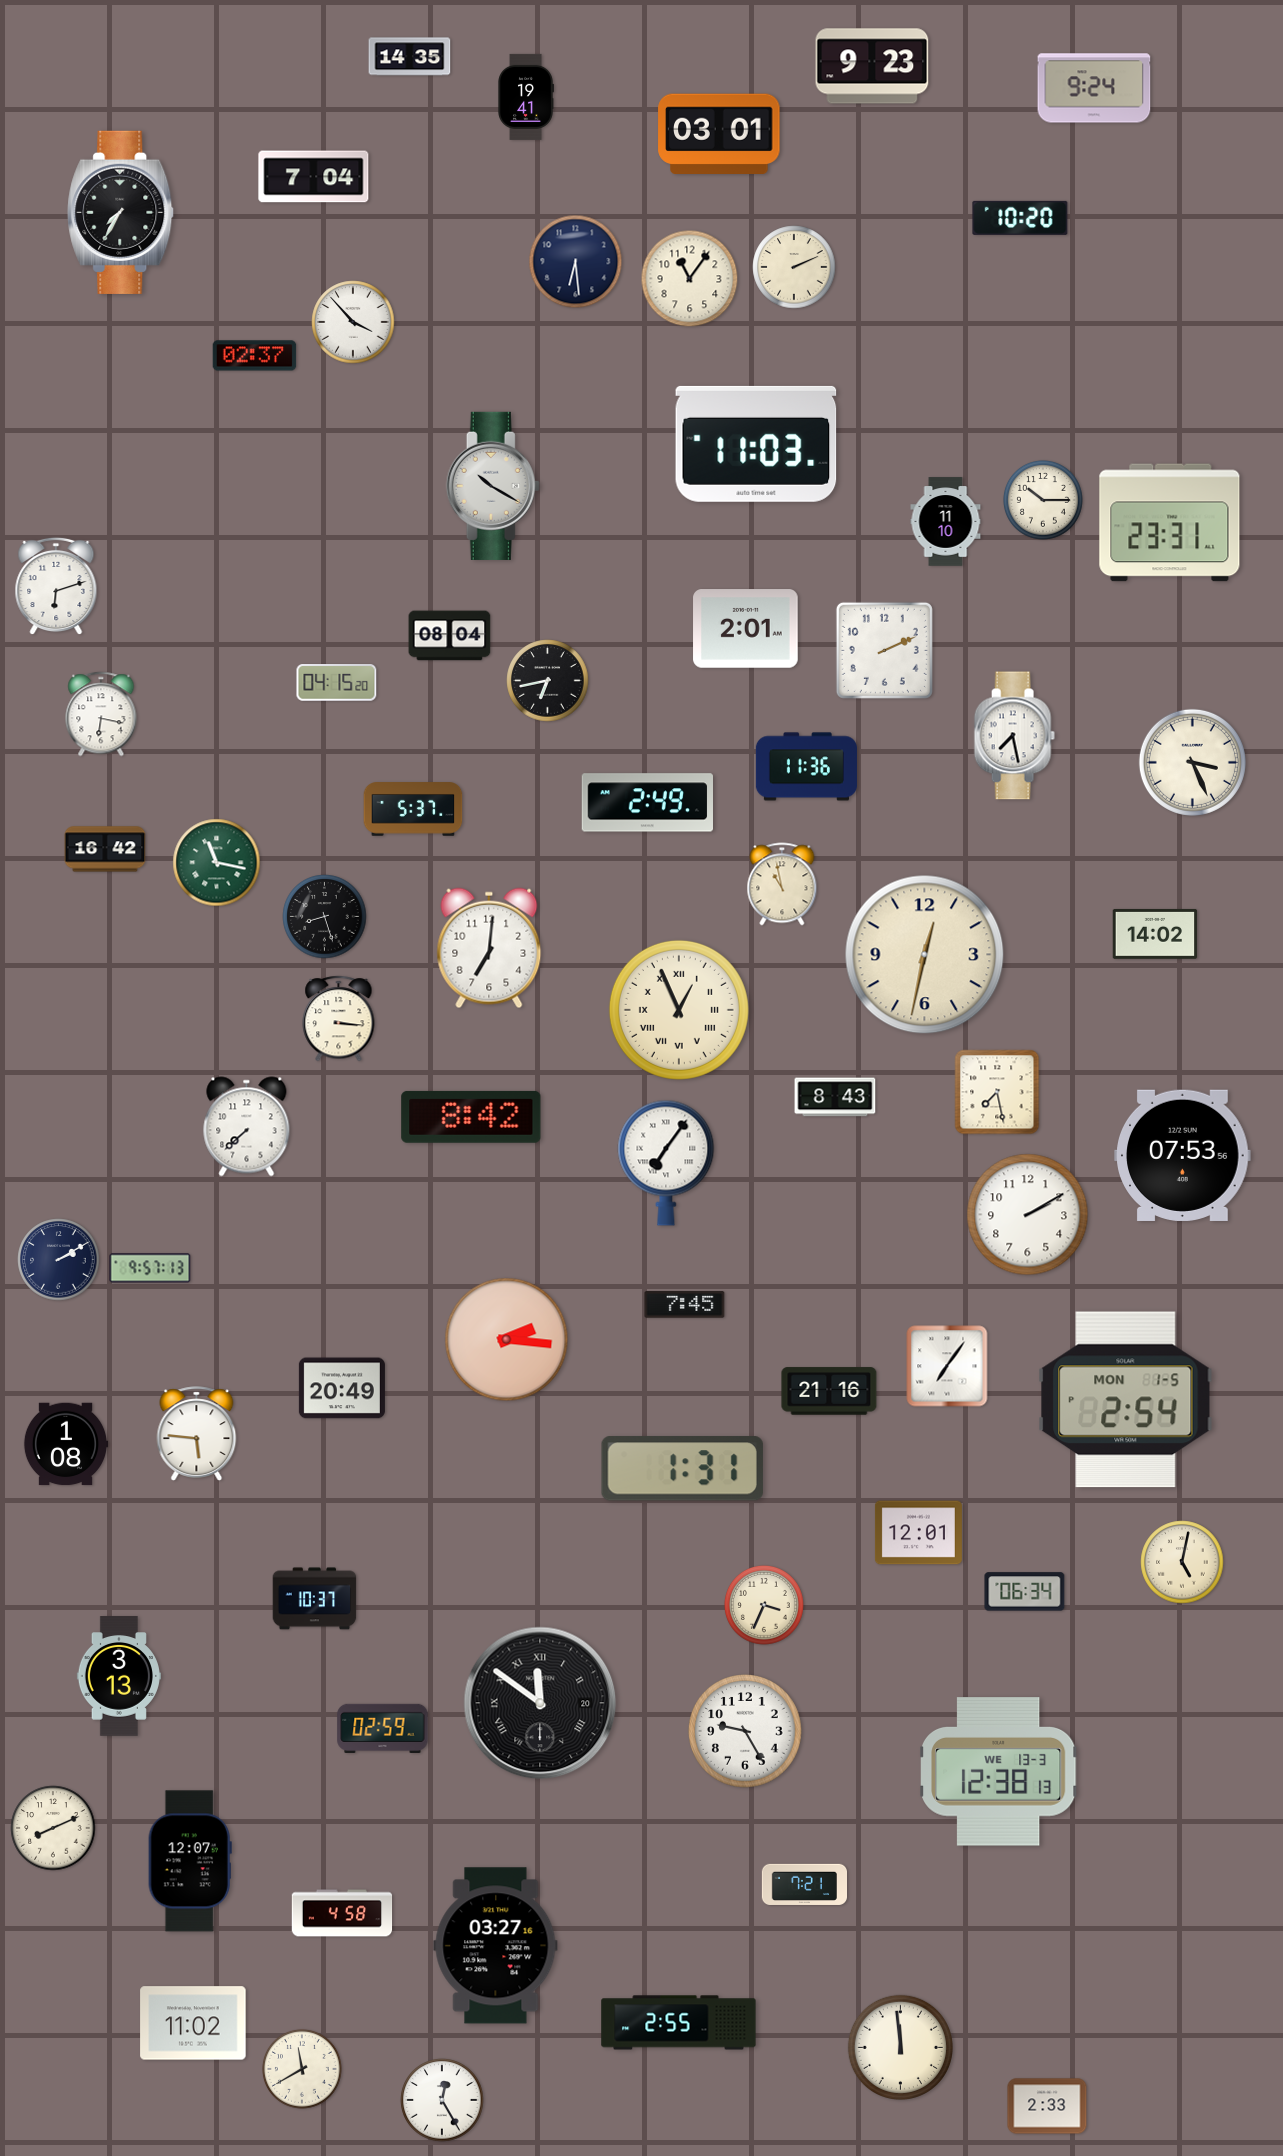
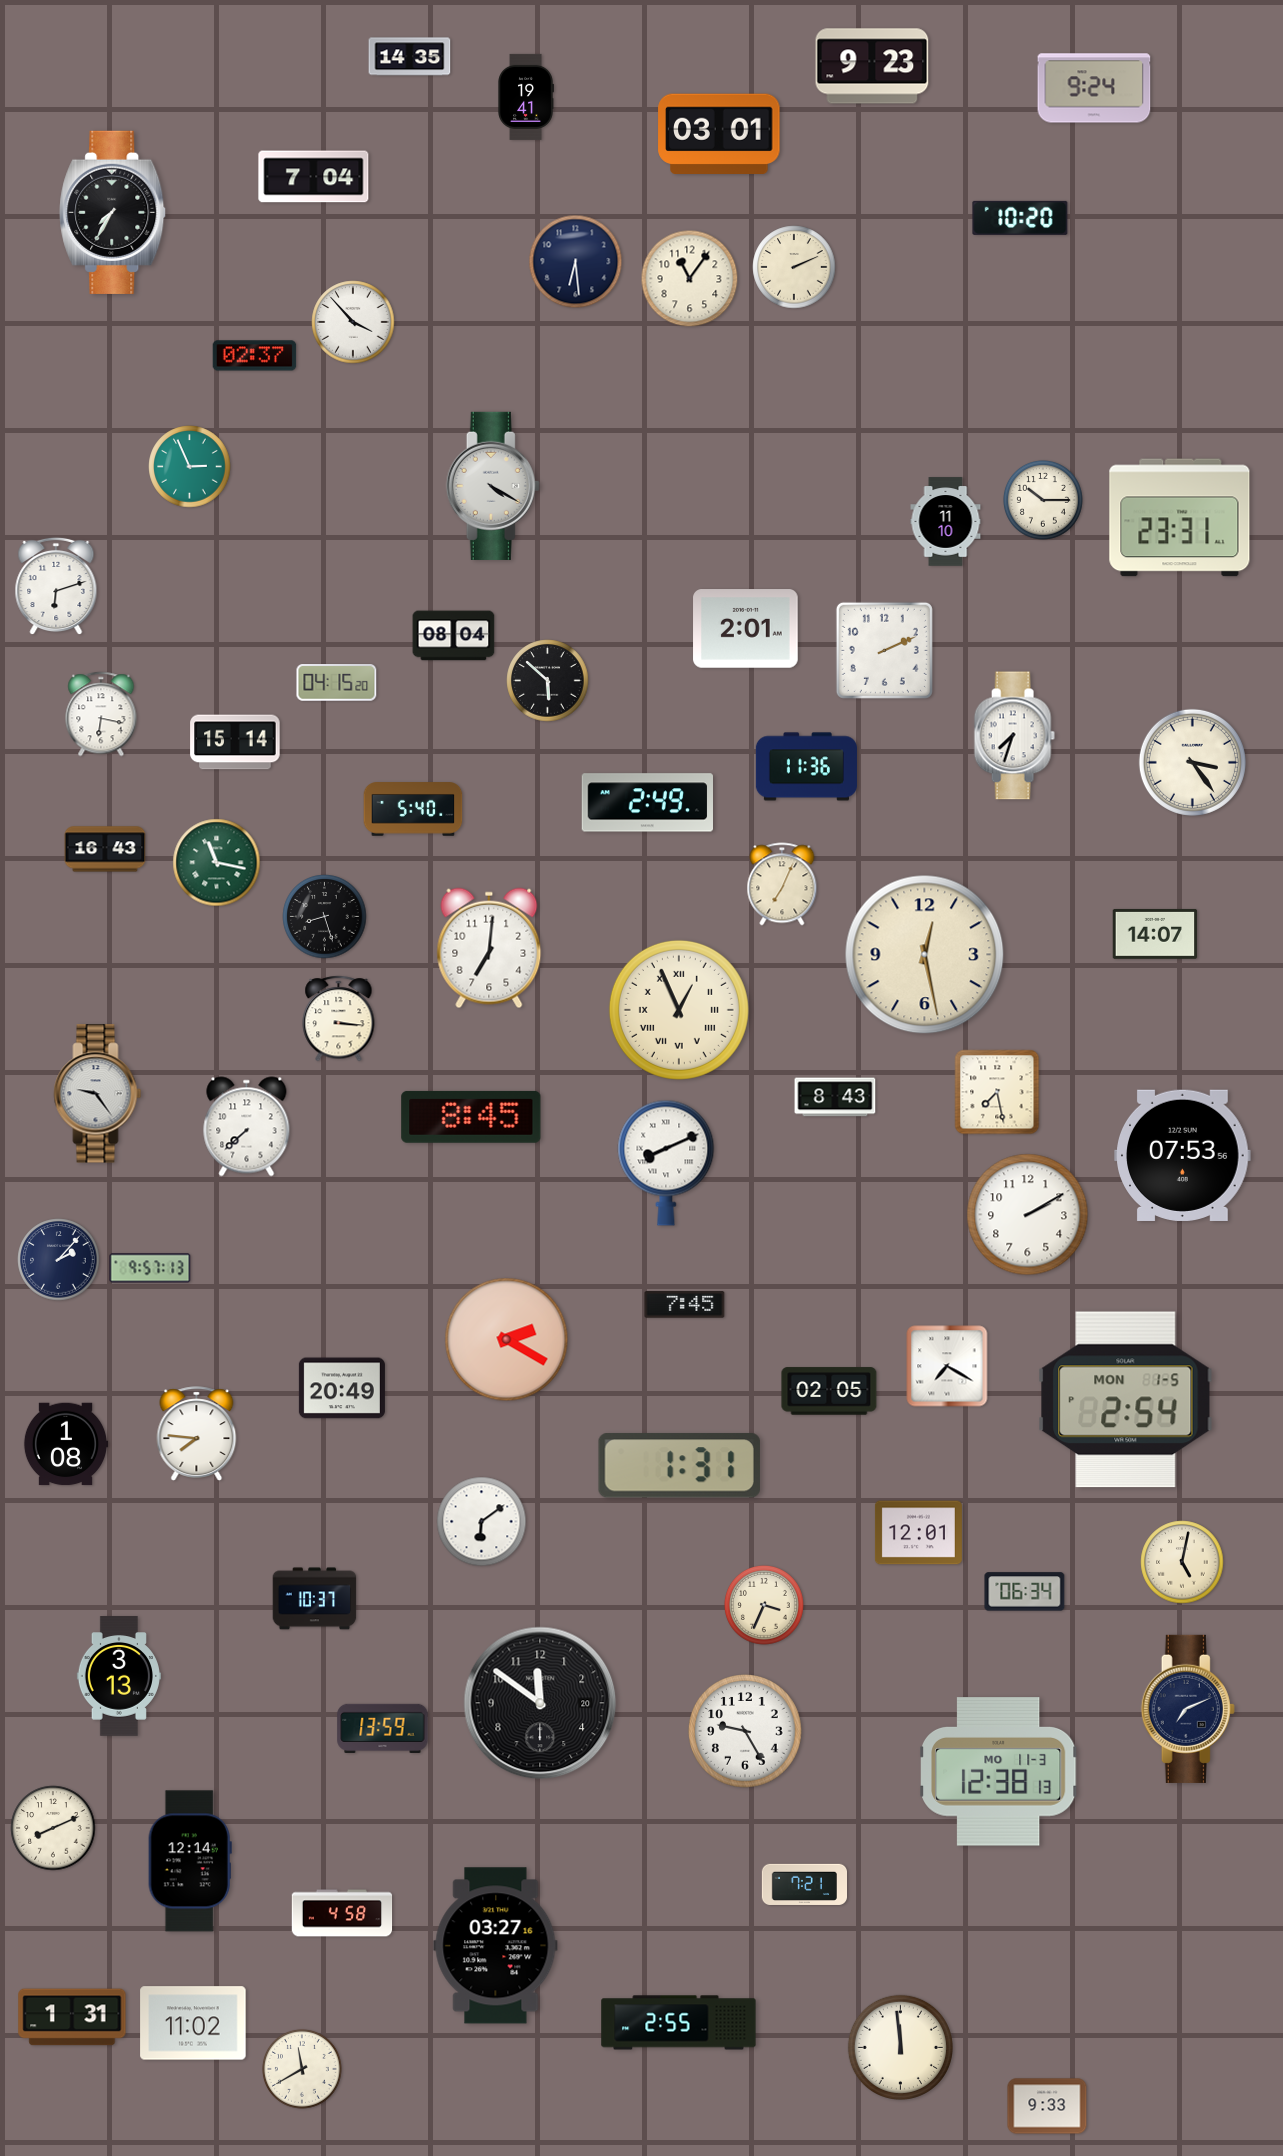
clock at (121, 212) position: (121, 212) -> (113, 212)
clock at (756, 444): 11:03 -> none
clock at (190, 467): none -> 2:56
clock at (493, 486): 10:20 -> 4:20
clock at (1170, 523) position: (1170, 523) -> (1180, 518)
clock at (450, 636) position: (450, 636) -> (454, 636)
clock at (548, 681): 6:43 -> 5:52
clock at (1014, 736): 7:28 -> 7:33
clock at (235, 742): none -> 15:14
clock at (1192, 762): 3:26 -> 3:24
clock at (413, 809): 5:37 -> 5:40
clock at (105, 849): 16:42 -> 16:43
clock at (782, 884): 10:58 -> 7:04
clock at (1155, 934): 14:02 -> 14:07
clock at (925, 955): 12:32 -> 12:28
clock at (98, 1094): none -> 9:24
clock at (471, 1117): 8:42 -> 8:45
clock at (666, 1163): 7:06 -> 8:11
clock at (59, 1260): 2:10 -> 2:07
clock at (507, 1340): 2:16 -> 2:20
clock at (947, 1366): 7:06 -> 7:20
clock at (829, 1391): 21:16 -> 02:05
clock at (197, 1434): 5:46 -> 7:46
clock at (682, 1469) position: (682, 1469) -> (679, 1466)
clock at (482, 1522): none -> 6:09
clock at (540, 1703) numerals: Roman -> Arabic
clock at (1188, 1709): none -> 7:11
clock at (383, 1728): 02:59 -> 13:59
clock at (999, 1772) date: WE 13-3 -> MO 11-3
clock at (190, 1861): 12:07 -> 12:14
clock at (72, 2017): none -> 1:31
clock at (442, 2100): 12:25 -> none
clock at (1047, 2106): 2:33 -> 9:33
